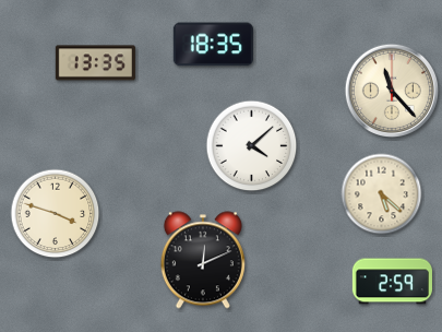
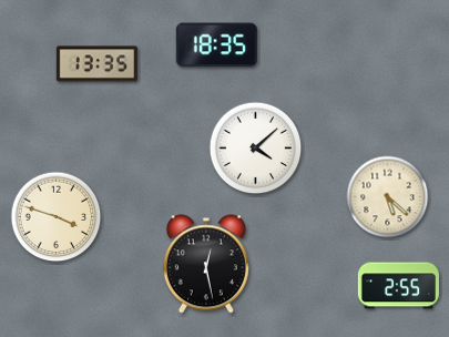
clock at (391, 90): 11:23 -> none
clock at (203, 260): 12:11 -> 12:28
clock at (392, 282): 2:59 -> 2:55
